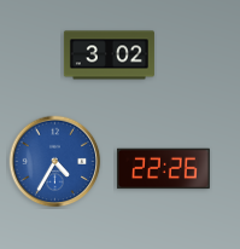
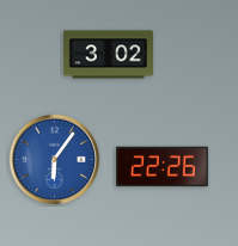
clock at (55, 162): 4:35 -> 6:06
